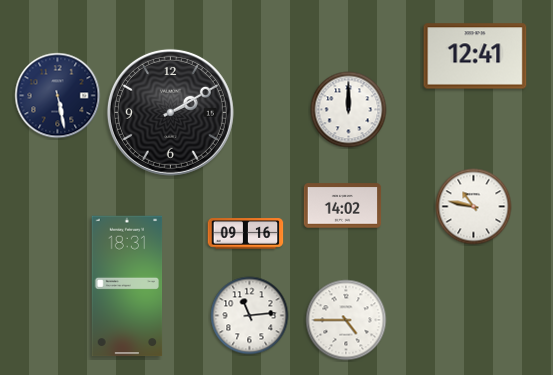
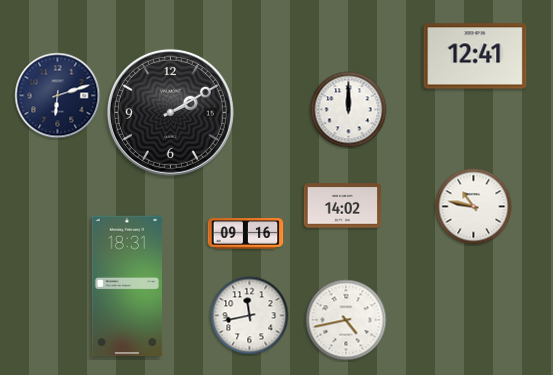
clock at (58, 96): 5:28 -> 6:12
clock at (250, 316): 11:14 -> 11:43
clock at (346, 320): 4:45 -> 4:43
